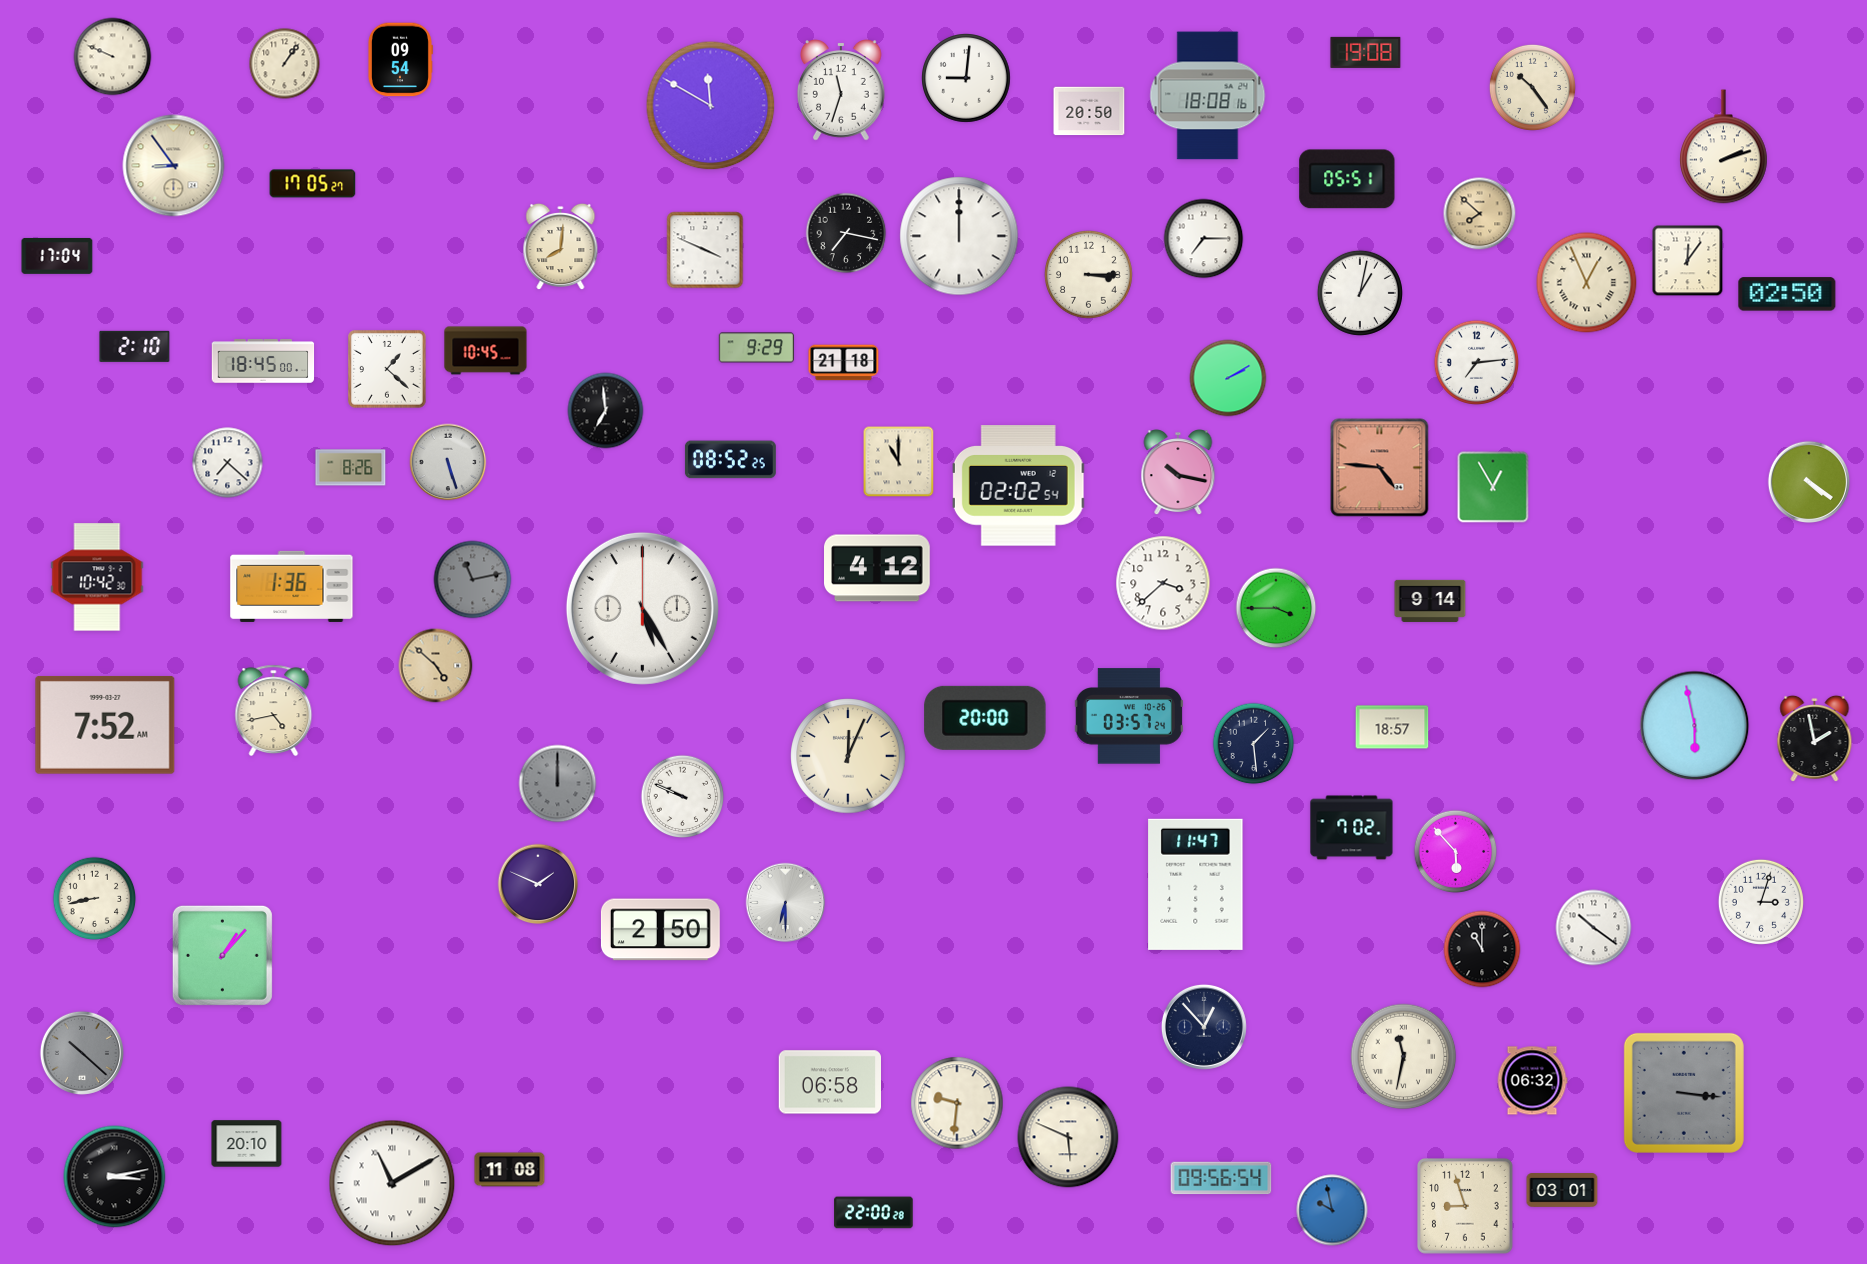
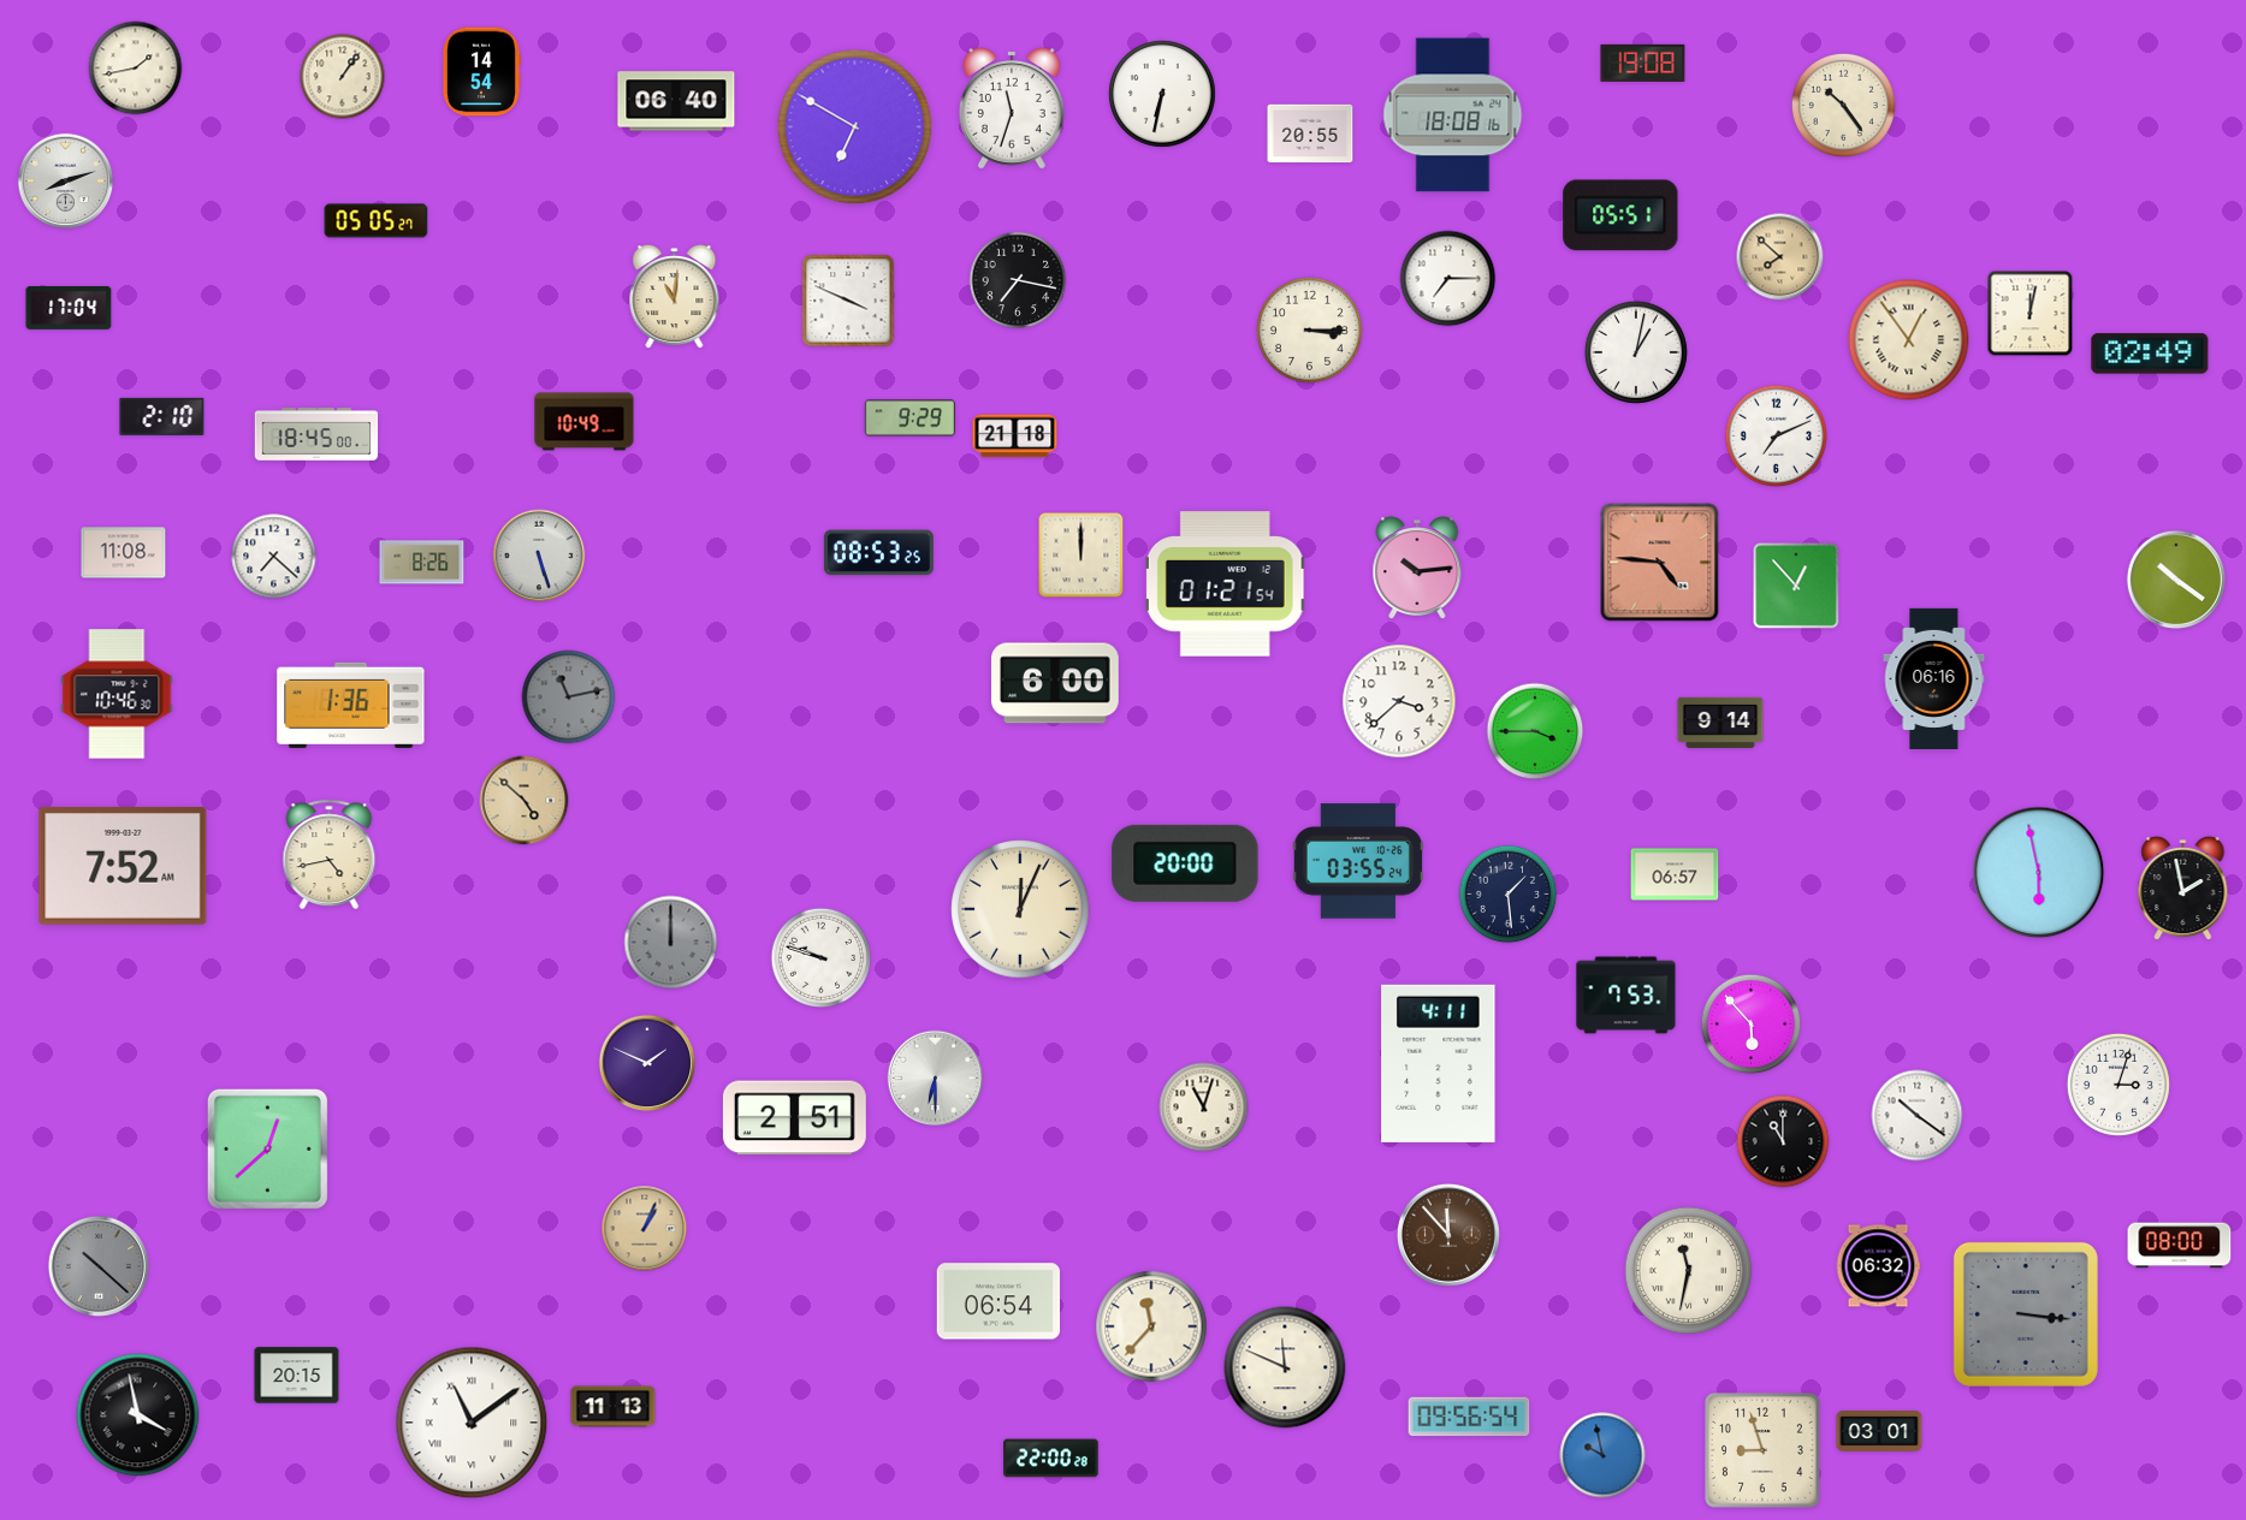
clock at (113, 57): 9:49 -> 1:43
clock at (400, 60): 09:54 -> 14:54
clock at (966, 78): 9:01 -> 6:32
clock at (676, 101): none -> 06:40
clock at (711, 106): 11:50 -> 6:50
clock at (1089, 111): 20:50 -> 20:55
clock at (1724, 147): 2:12 -> none
clock at (66, 182): none -> 8:12
clock at (174, 166): 8:54 -> none
clock at (313, 184): 17:05 -> 05:05
clock at (959, 236): 12:00 -> none
clock at (1204, 239) position: (1204, 239) -> (1448, 279)
clock at (561, 247): 8:01 -> 11:01
clock at (1688, 261): 12:06 -> 12:02
clock at (1587, 283): 12:56 -> 12:54
clock at (1787, 294): 02:50 -> 02:49
clock at (486, 351): 10:45 -> 10:49
clock at (1476, 362): 7:14 -> 7:11
clock at (388, 370): 1:22 -> none
clock at (1228, 378): 2:10 -> none
clock at (606, 411): 6:59 -> none
clock at (124, 553): none -> 11:08
clock at (730, 460): 08:52 -> 08:53
clock at (899, 462): 11:00 -> 12:00
clock at (1178, 473): 10:17 -> 10:14
clock at (1808, 481): 4:21 -> 10:21
clock at (1019, 486): 02:02 -> 01:21
clock at (1493, 487): 12:55 -> 12:53
clock at (1934, 678): none -> 06:16
clock at (878, 568): 4:12 -> 6:00
clock at (97, 577): 10:42 -> 10:46
clock at (642, 608): 5:25 -> none
clock at (1128, 716): 03:57 -> 03:55
clock at (105, 725) position: (105, 725) -> (123, 866)
clock at (1392, 727): 18:57 -> 06:57
clock at (683, 797): 9:49 -> 9:48
clock at (1352, 828): 7:02 -> 7:53
clock at (1196, 884): 11:47 -> 4:11
clock at (95, 899): 8:43 -> none
clock at (786, 903) position: (786, 903) -> (936, 1079)
clock at (1204, 1108): none -> 11:03
clock at (660, 930): 2:50 -> 2:51
clock at (222, 955): 1:07 -> 12:38
clock at (645, 1229): none -> 1:04
clock at (1204, 1027): 12:53 -> 11:53
clock at (1204, 1027) dial: navy -> brown
clock at (2180, 1246): none -> 08:00
clock at (1532, 1081) position: (1532, 1081) -> (1878, 1266)
clock at (829, 1082): 06:58 -> 06:54
clock at (957, 1103): 9:31 -> 11:37
clock at (1068, 1137): 5:49 -> 11:49
clock at (247, 1144): 20:10 -> 20:15
clock at (510, 1170): 11:08 -> 11:13
clock at (115, 1177): 3:13 -> 3:58
clock at (392, 1183): 11:10 -> 11:09
